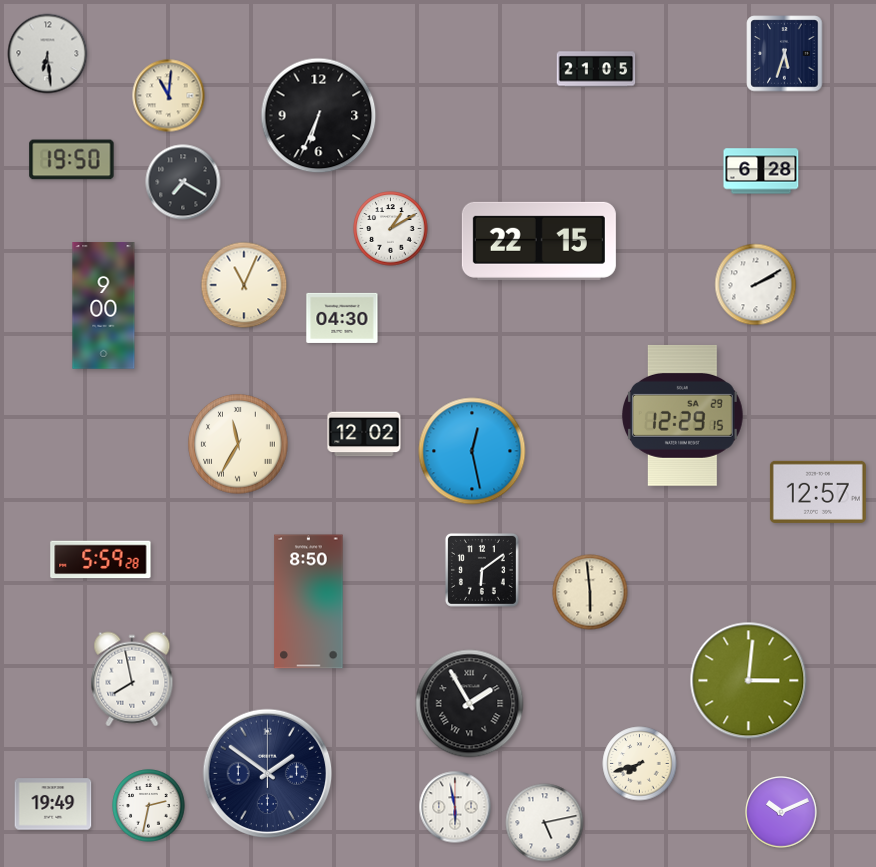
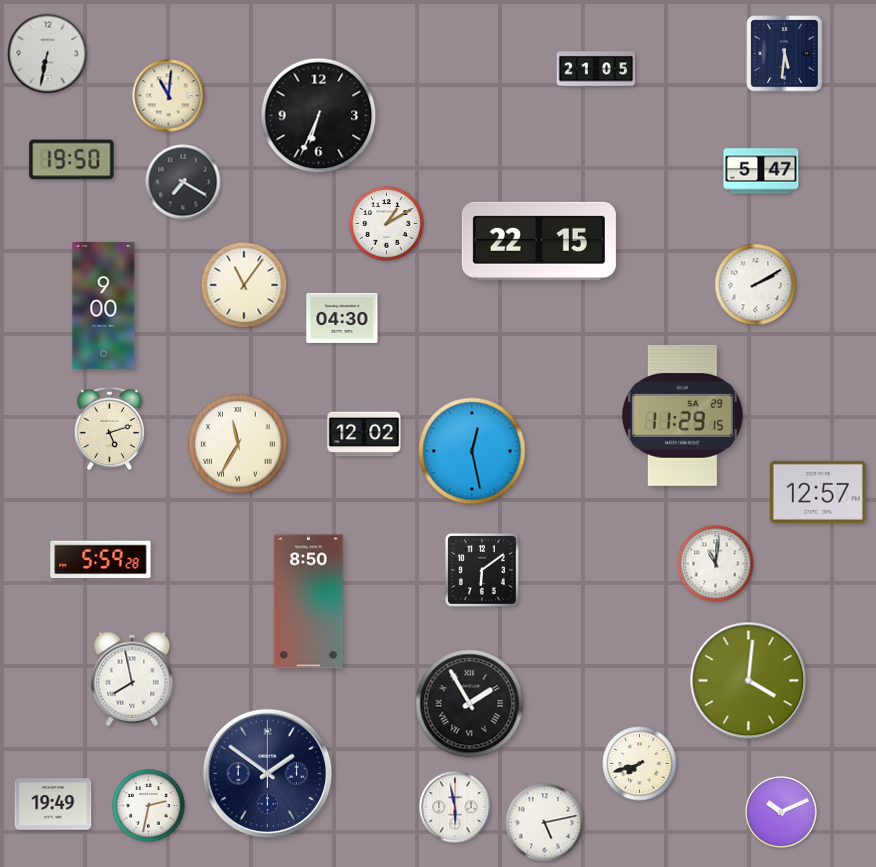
clock at (48, 54): 6:29 -> 6:32
clock at (785, 54): 5:33 -> 5:31
clock at (761, 171): 6:28 -> 5:47
clock at (391, 229) position: (391, 229) -> (387, 224)
clock at (244, 285): 11:04 -> 11:06
clock at (683, 415): 12:29 -> 11:29
clock at (110, 428): none -> 5:12
clock at (716, 564): none -> 11:01
clock at (590, 592): 5:59 -> none
clock at (749, 681): 3:01 -> 4:01
